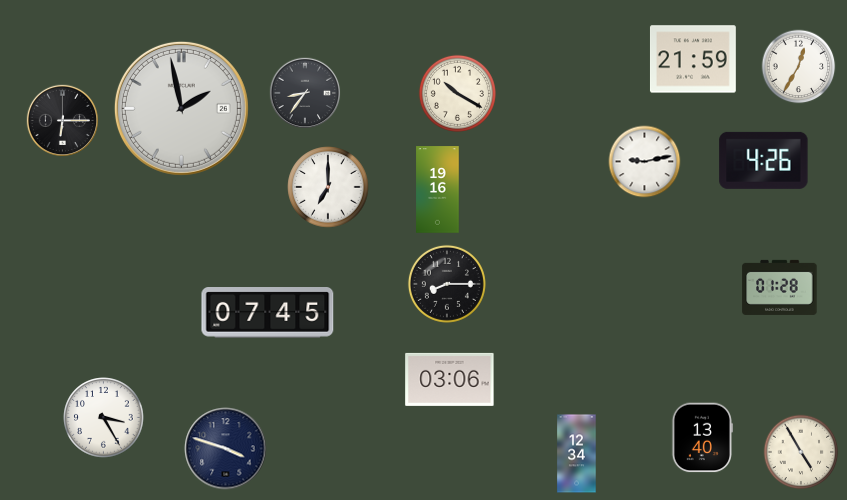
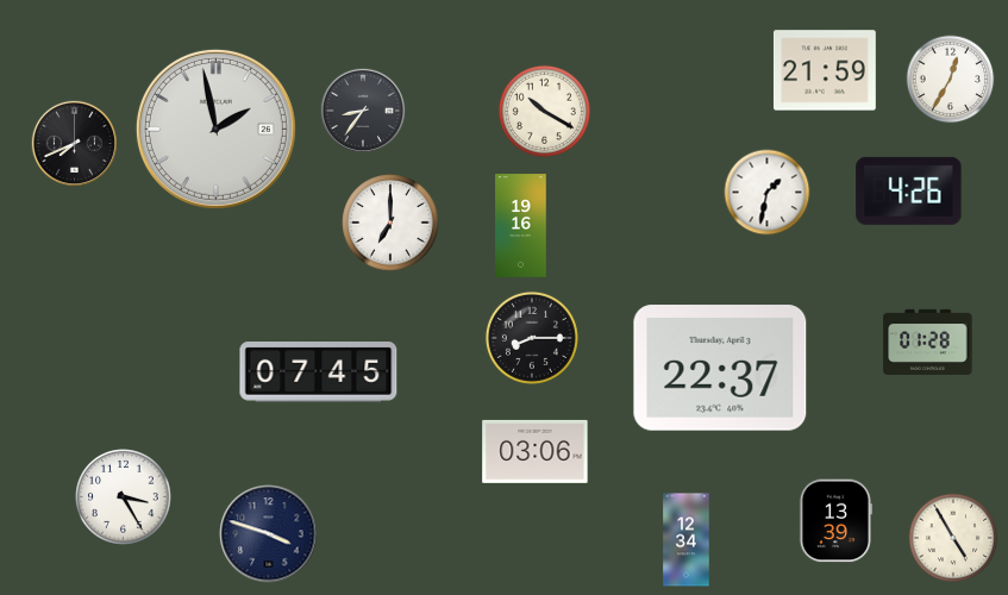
clock at (62, 120): 6:15 -> 7:41
clock at (645, 162): 9:13 -> 1:32
clock at (720, 368): none -> 22:37
clock at (702, 438): 13:40 -> 13:39
